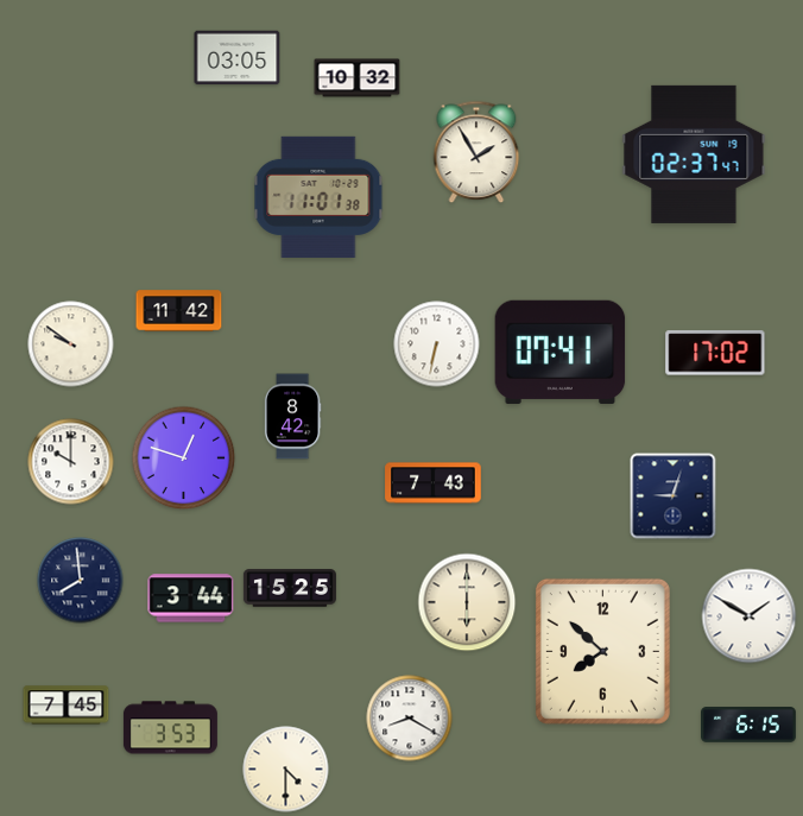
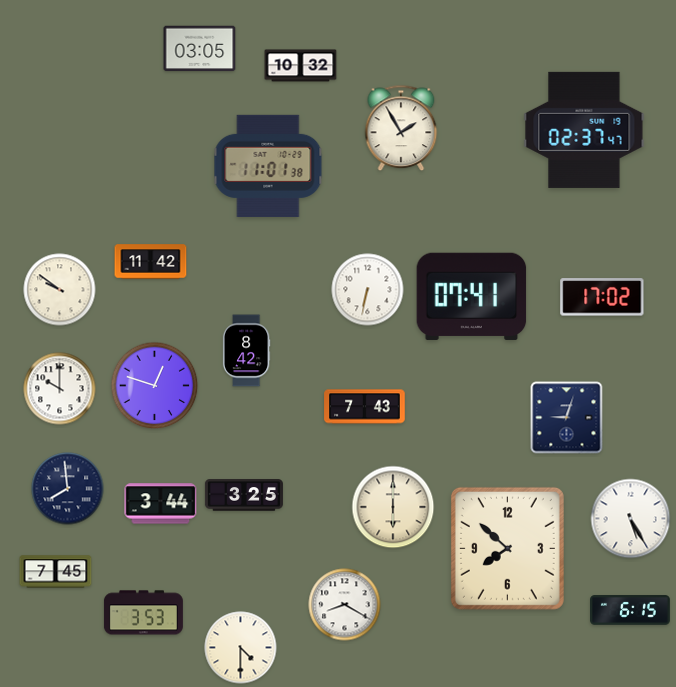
clock at (290, 588): 15:25 -> 3:25
clock at (750, 616): 1:50 -> 5:25
clock at (67, 706) position: (67, 706) -> (56, 572)
